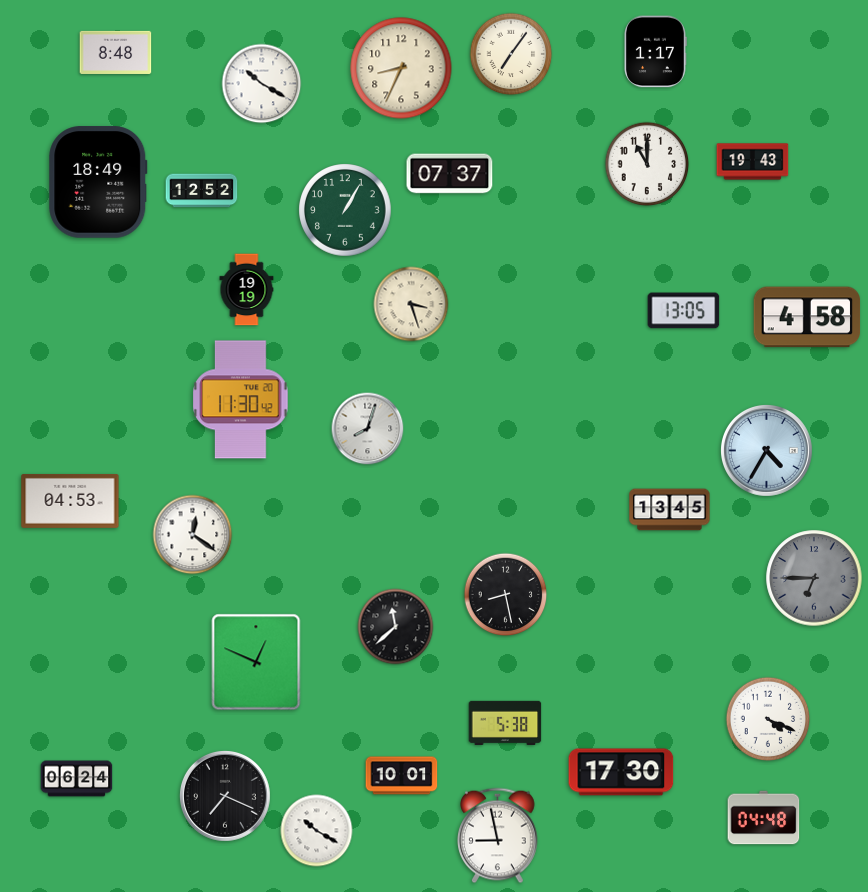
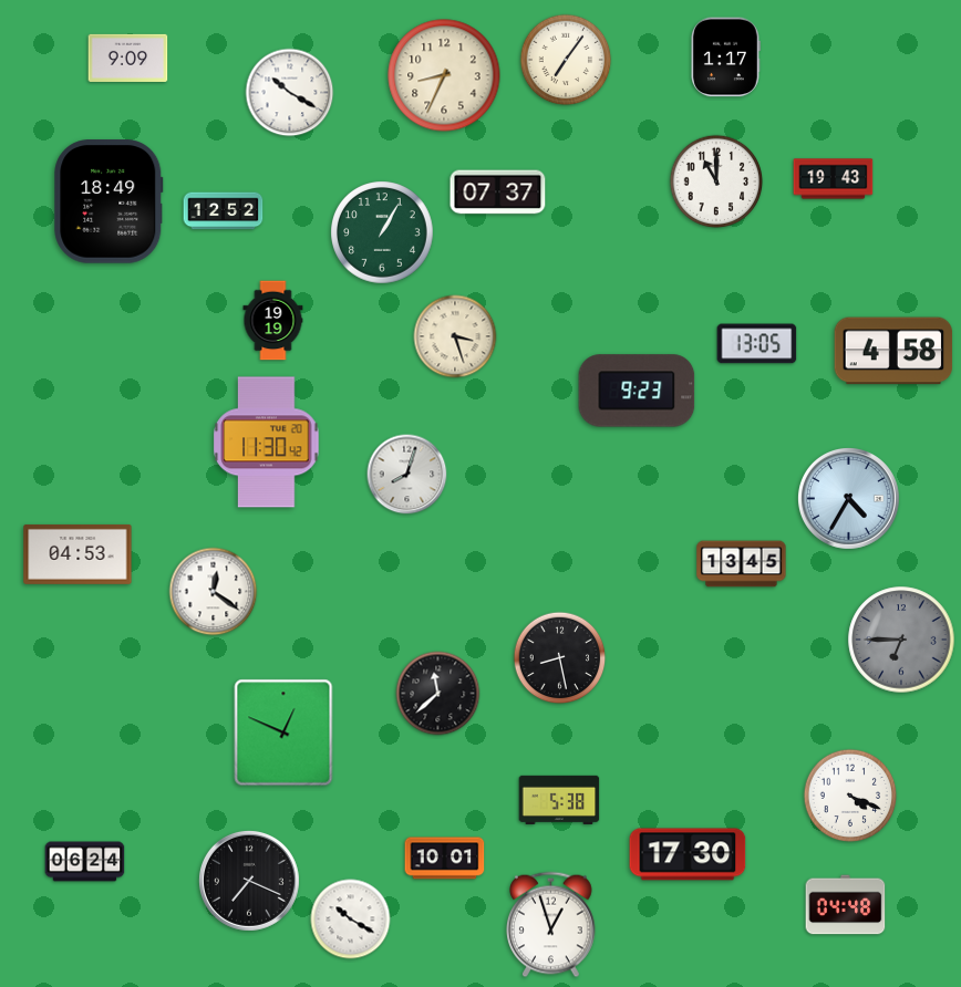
clock at (116, 52): 8:48 -> 9:09
clock at (637, 391): none -> 9:23
clock at (498, 836): 8:58 -> 12:57
